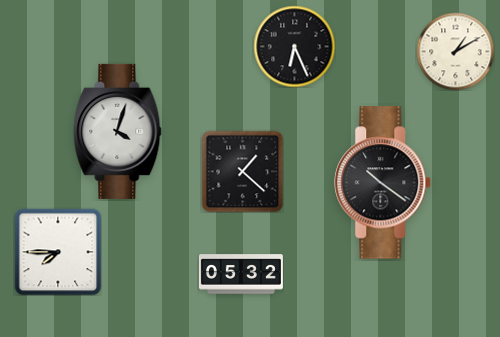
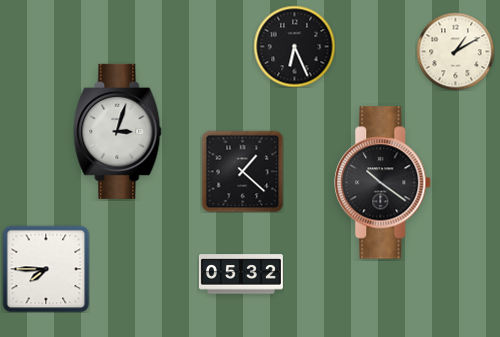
clock at (118, 131): 4:03 -> 3:03
clock at (58, 252) position: (58, 252) -> (46, 269)
